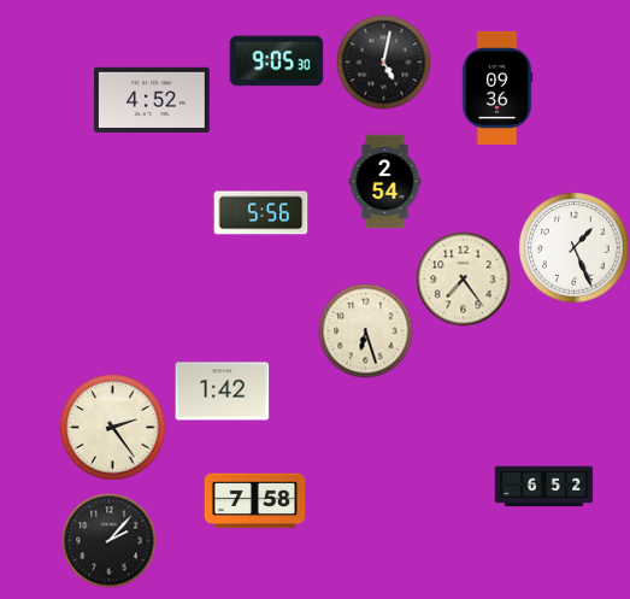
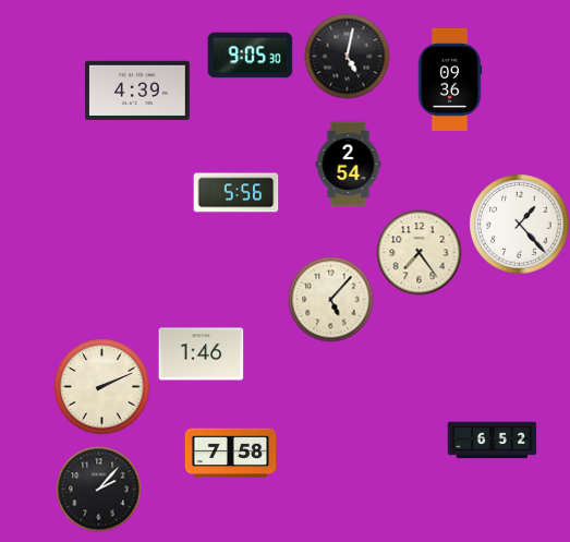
clock at (152, 100): 4:52 -> 4:39
clock at (573, 247): 1:26 -> 1:23
clock at (365, 330): 6:27 -> 5:07
clock at (222, 392): 1:42 -> 1:46
clock at (112, 427): 2:24 -> 2:11
